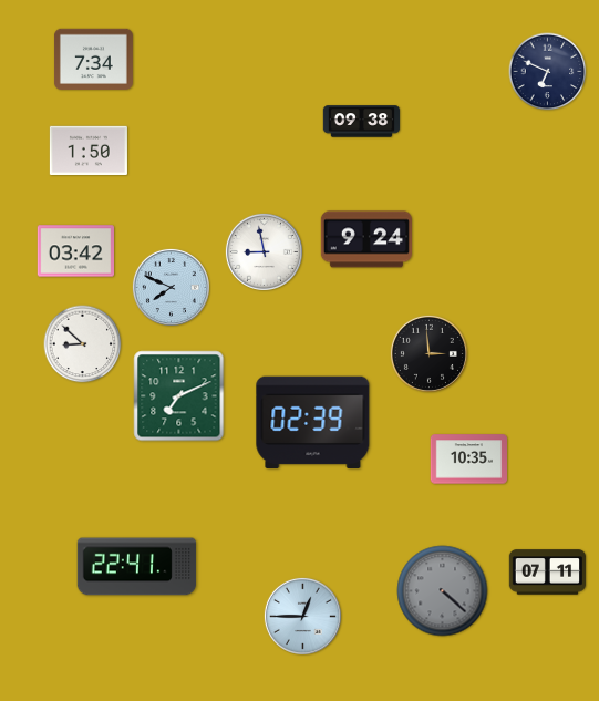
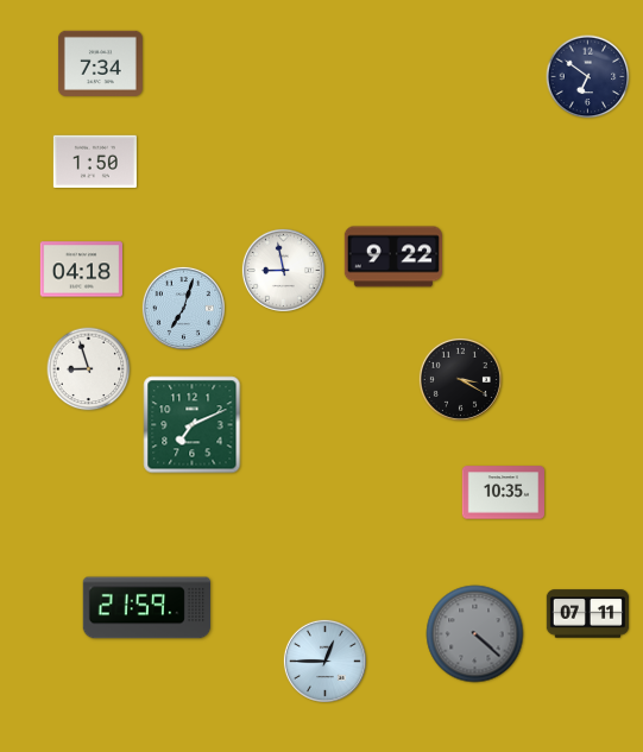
clock at (548, 72): 6:49 -> 6:51
clock at (362, 122): 09:38 -> none
clock at (366, 239): 9:24 -> 9:22
clock at (75, 251): 03:42 -> 04:18
clock at (171, 287): 7:49 -> 7:03
clock at (83, 344): 8:52 -> 8:57
clock at (428, 353): 2:59 -> 3:20
clock at (313, 423): 02:39 -> none
clock at (137, 567): 22:41 -> 21:59
